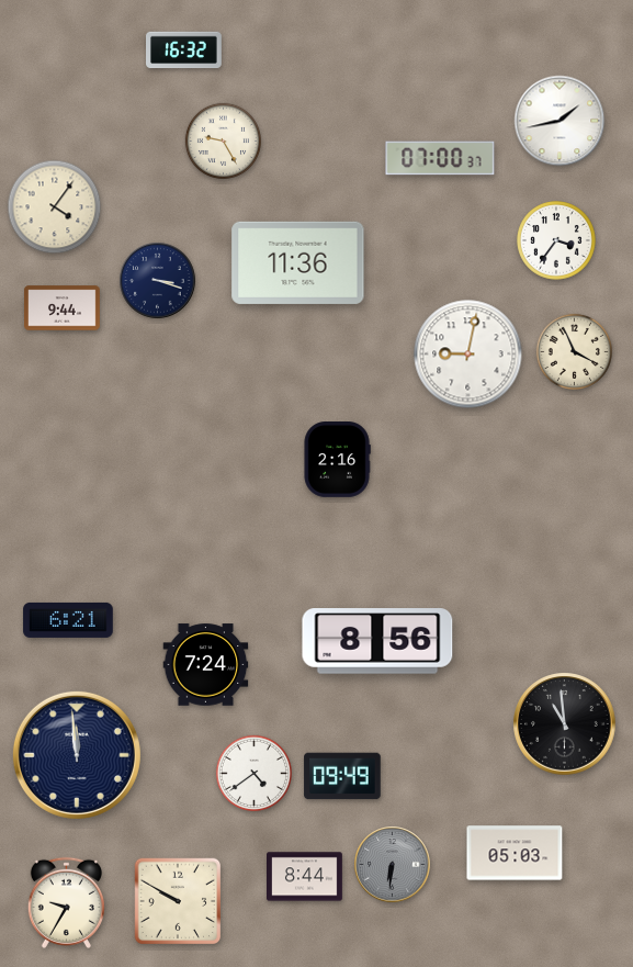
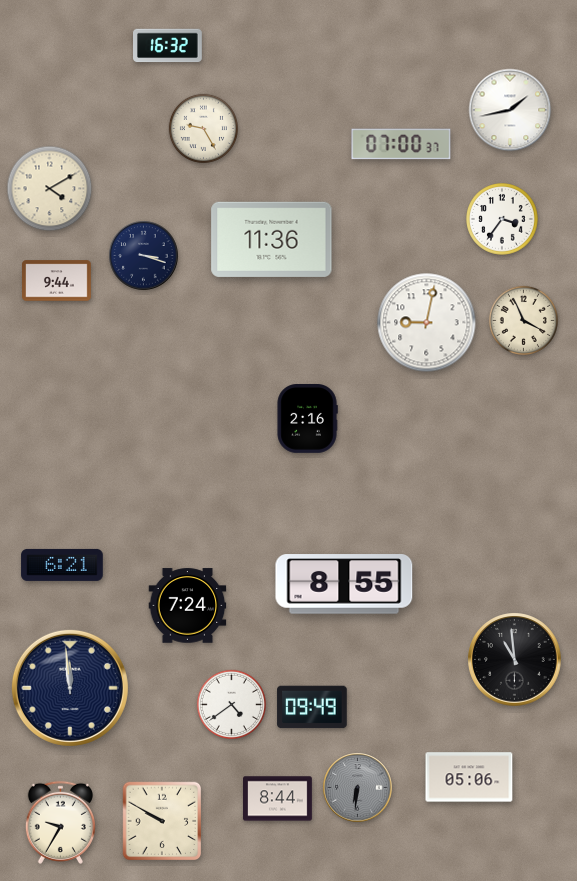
clock at (55, 207): 4:06 -> 4:10
clock at (557, 241) position: (557, 241) -> (503, 220)
clock at (377, 641): 8:56 -> 8:55
clock at (515, 853): 05:03 -> 05:06
